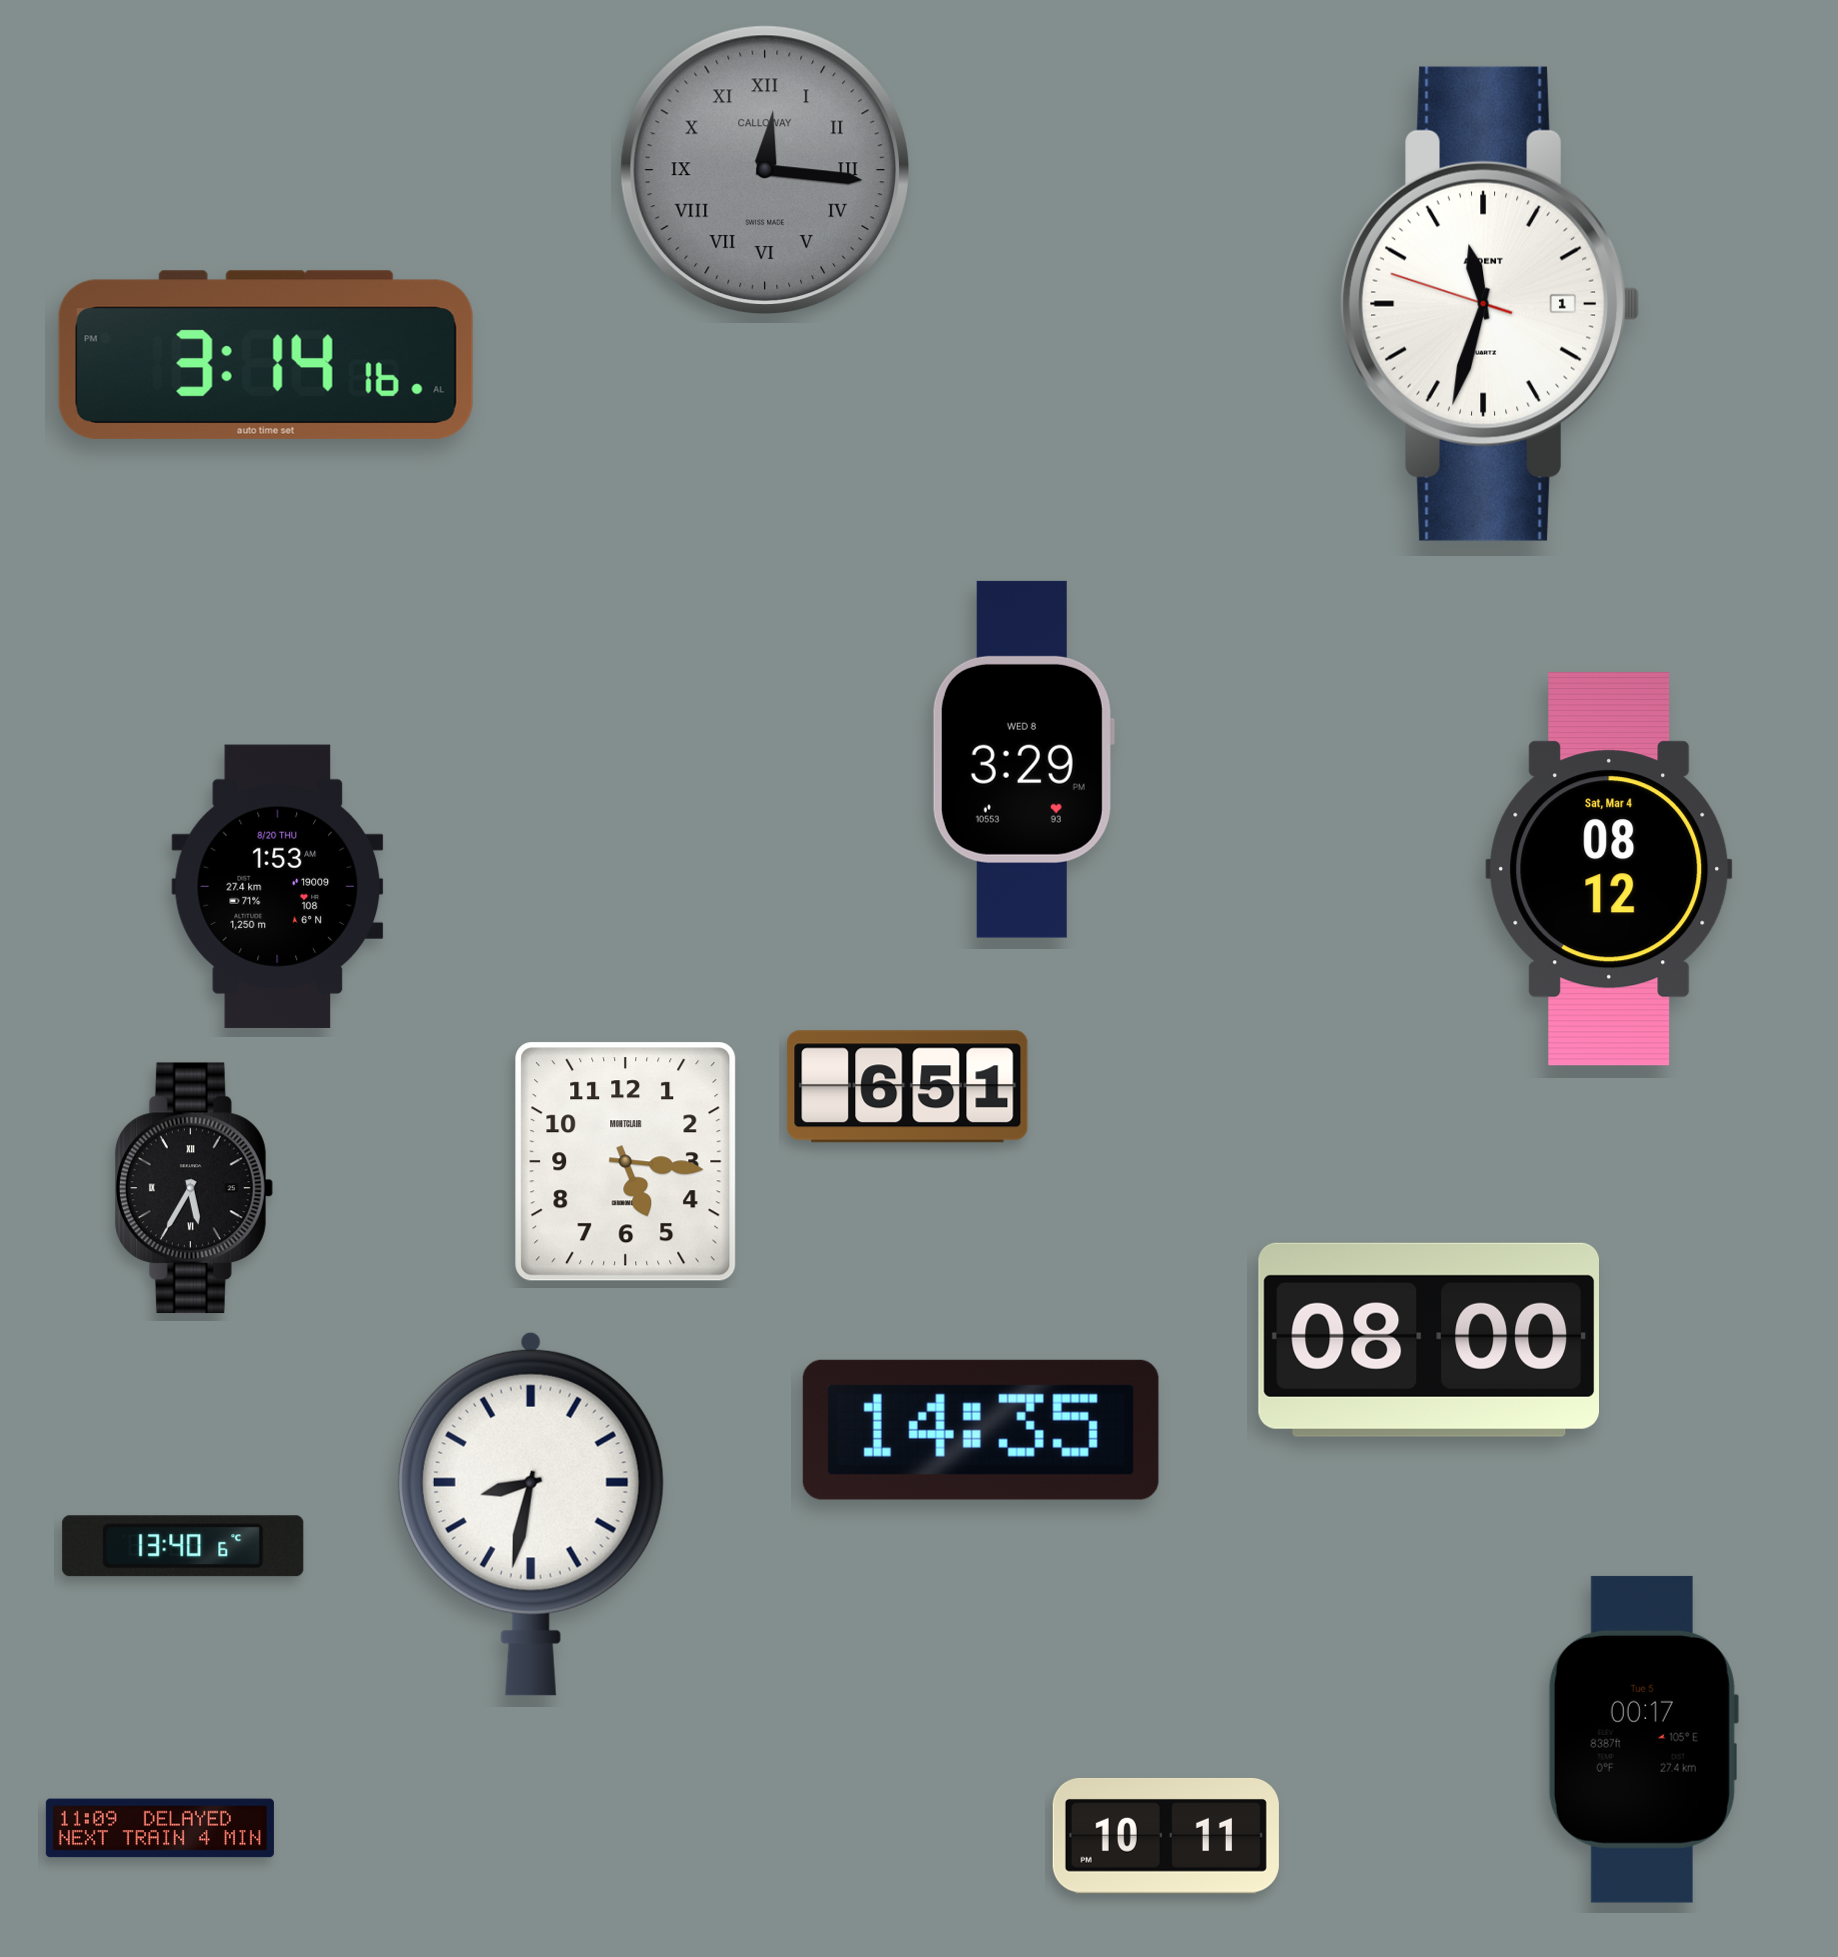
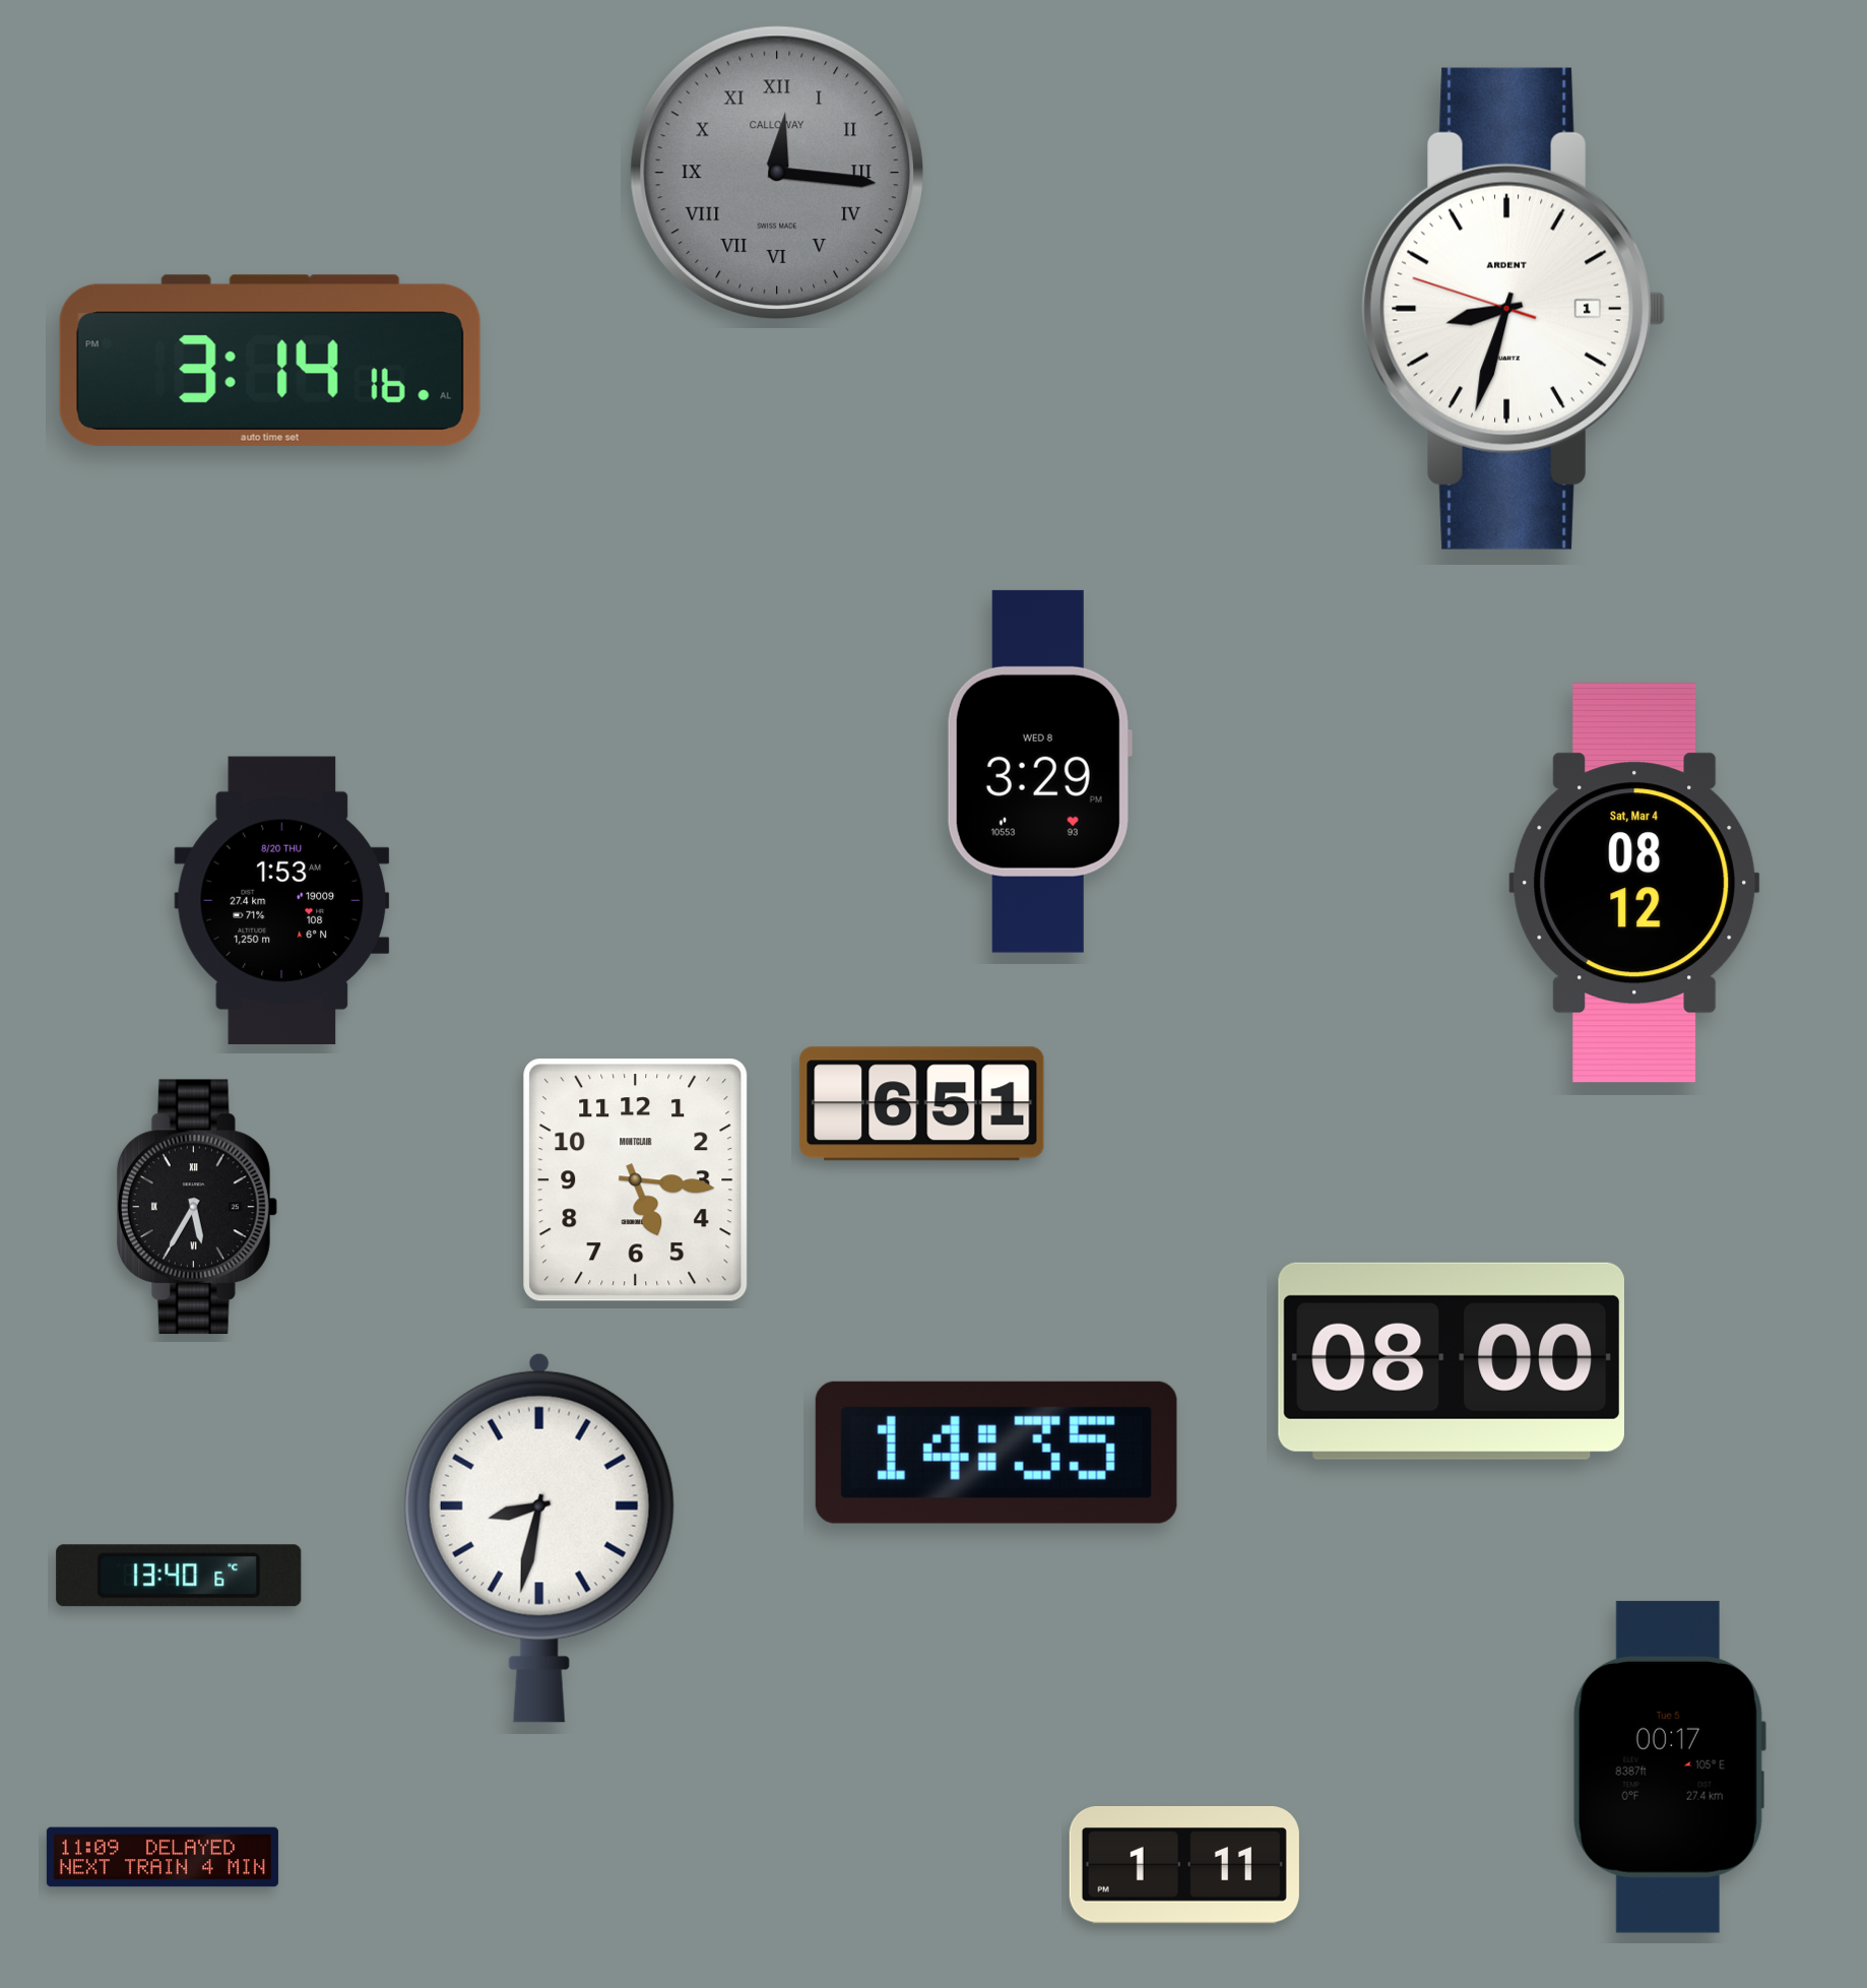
clock at (1490, 304): 11:32 -> 8:32
clock at (183, 1546) position: (183, 1546) -> (179, 1576)
clock at (1166, 1836): 10:11 -> 1:11
